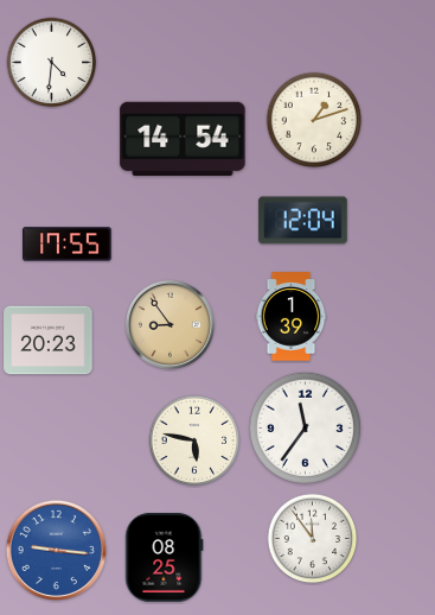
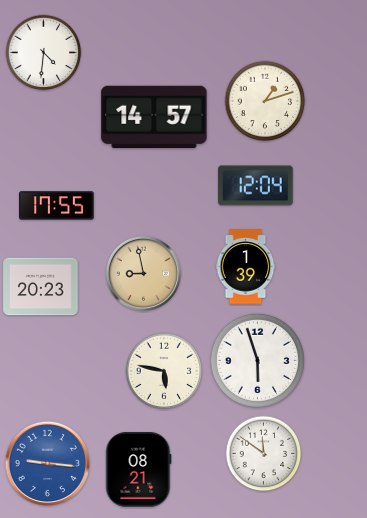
clock at (183, 139): 14:54 -> 14:57
clock at (169, 324): 8:54 -> 8:58
clock at (305, 427): 11:36 -> 5:57
clock at (313, 539): 11:54 -> 11:51
clock at (165, 558): 08:25 -> 08:21
